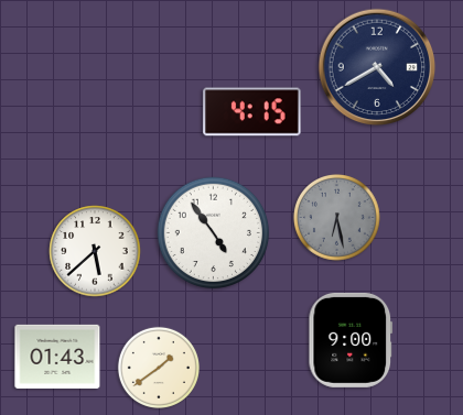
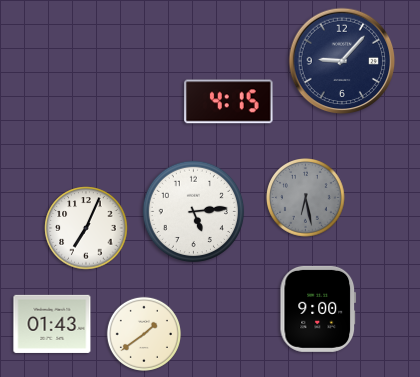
clock at (377, 67): 4:40 -> 9:07
clock at (214, 233): 4:54 -> 5:14
clock at (95, 251): 5:38 -> 7:04
